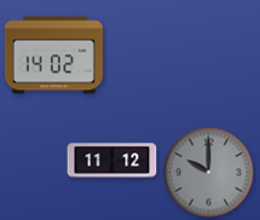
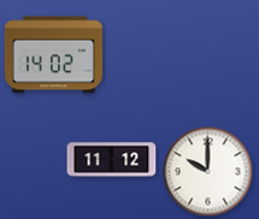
clock at (209, 173) dial: grey -> white
